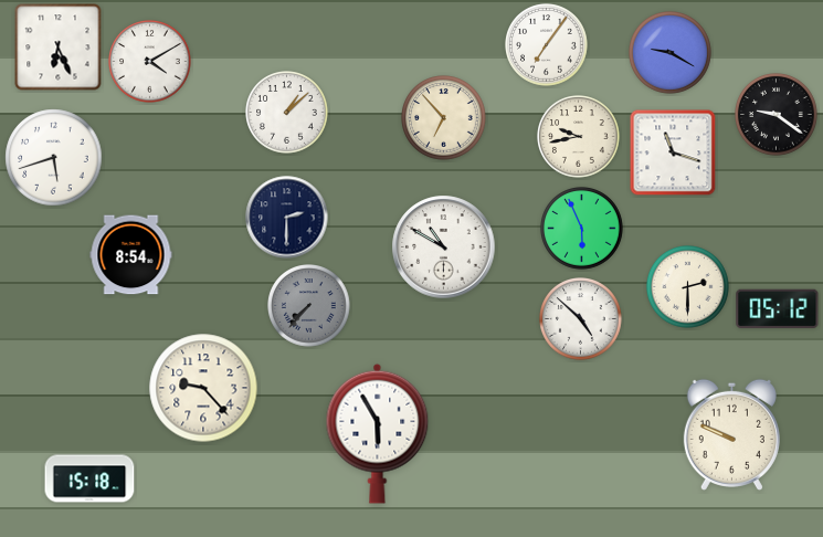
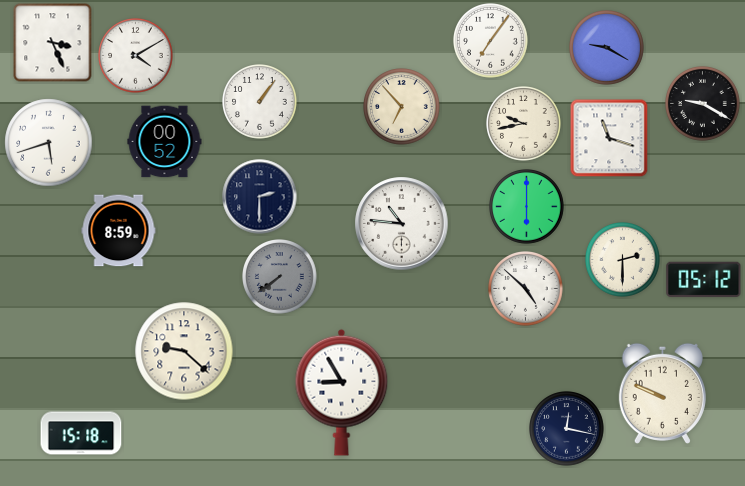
clock at (547, 45) position: (547, 45) -> (491, 41)
clock at (59, 48): 6:26 -> 3:26
clock at (287, 113): 1:08 -> 1:06
clock at (777, 115): 9:21 -> 9:20
clock at (165, 142): none -> 00:52
clock at (582, 229): 5:56 -> 6:00
clock at (444, 248): 10:50 -> 10:46
clock at (131, 255): 8:54 -> 8:59
clock at (309, 306): 7:37 -> 7:39
clock at (203, 388): 9:23 -> 9:22
clock at (378, 433): 5:55 -> 8:55
clock at (567, 429): none -> 12:17
